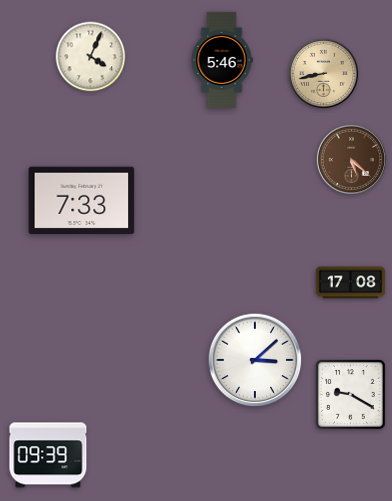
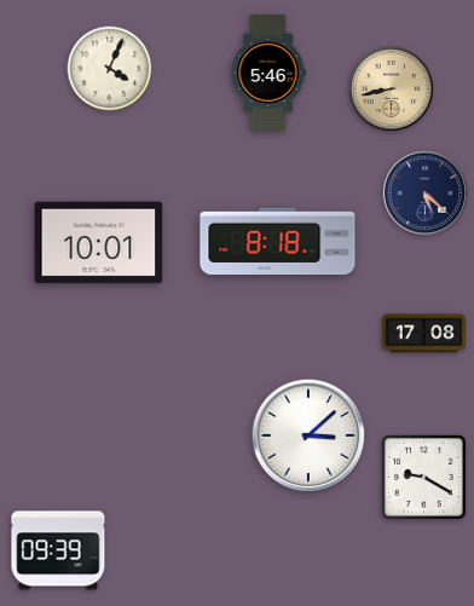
clock at (351, 159) dial: brown -> navy
clock at (278, 242): none -> 8:18
clock at (82, 201): 7:33 -> 10:01
clock at (351, 283) position: (351, 283) -> (424, 334)
